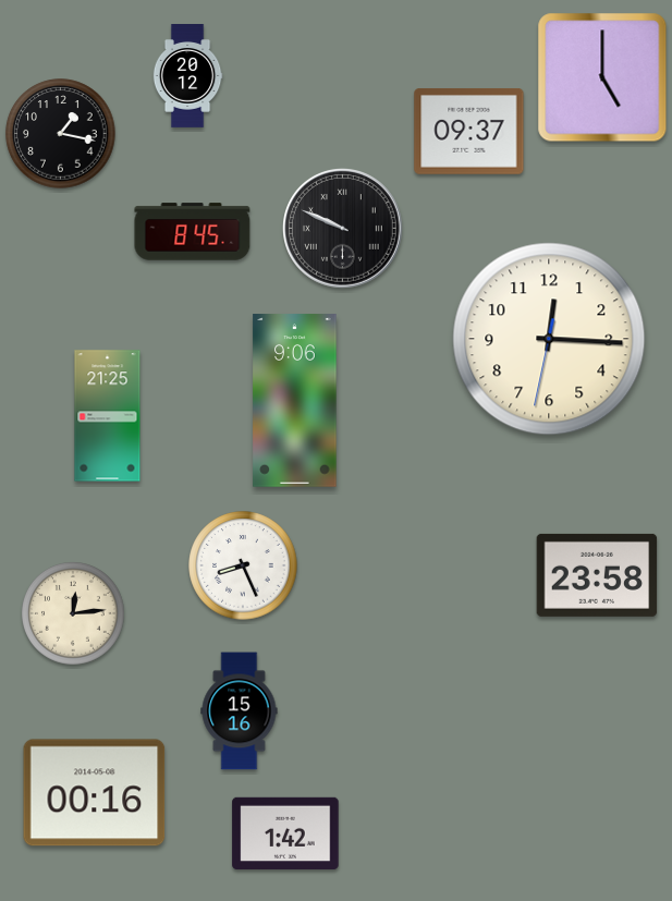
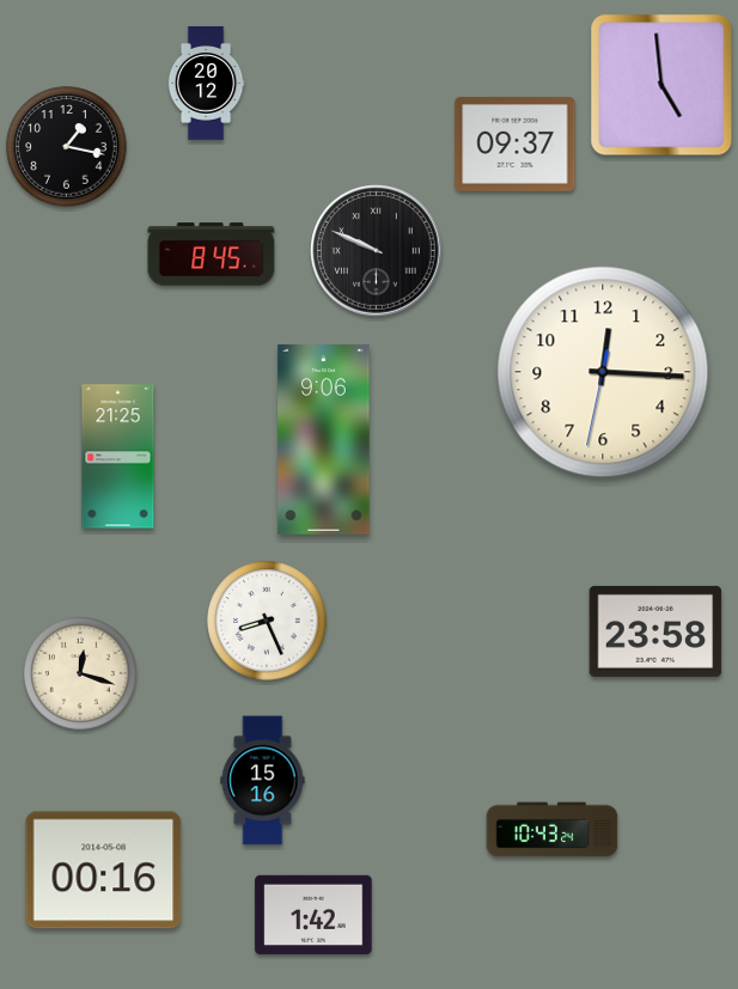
clock at (602, 77): 5:00 -> 4:59
clock at (74, 614): 12:14 -> 12:18
clock at (553, 830): none -> 10:43
